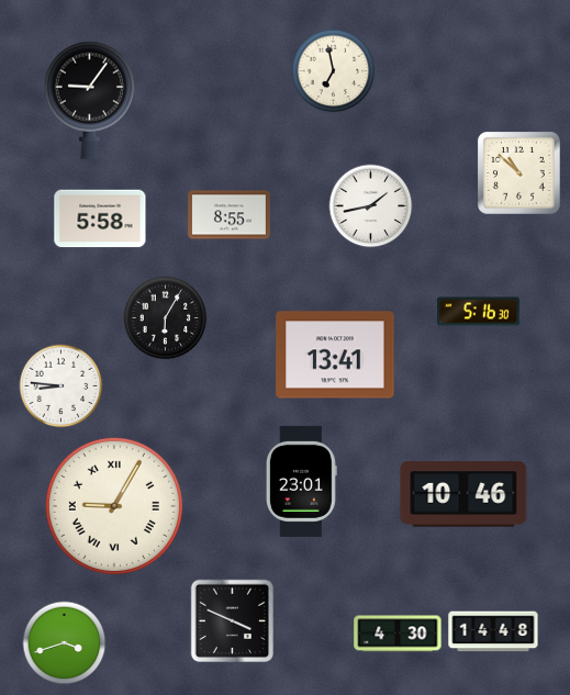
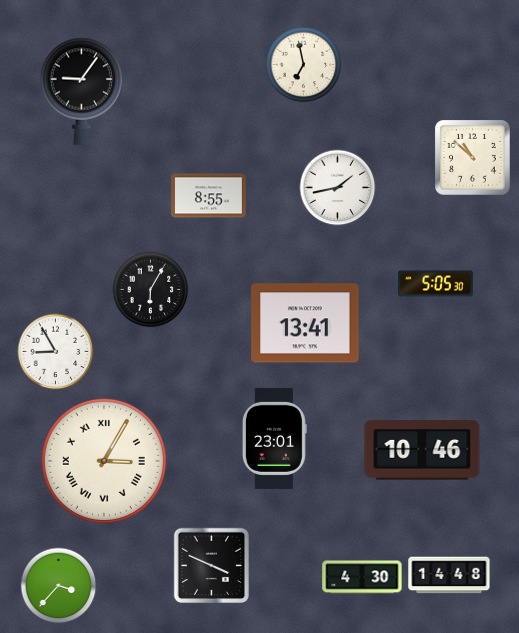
clock at (100, 218): 5:58 -> none
clock at (479, 312): 5:16 -> 5:05
clock at (62, 386): 8:46 -> 8:55
clock at (114, 506): 9:05 -> 3:05
clock at (65, 643): 3:42 -> 3:37
